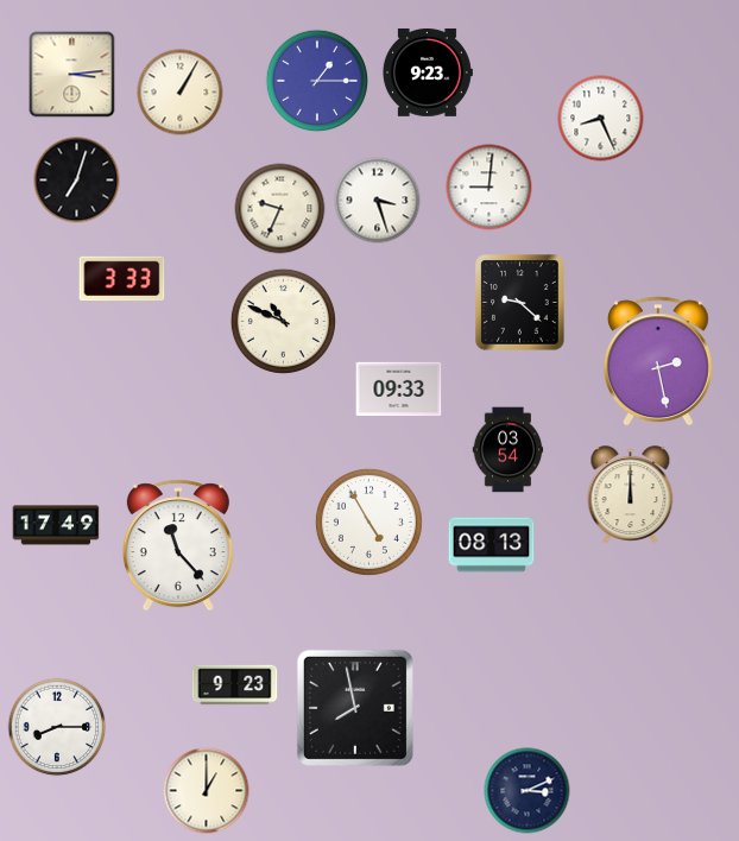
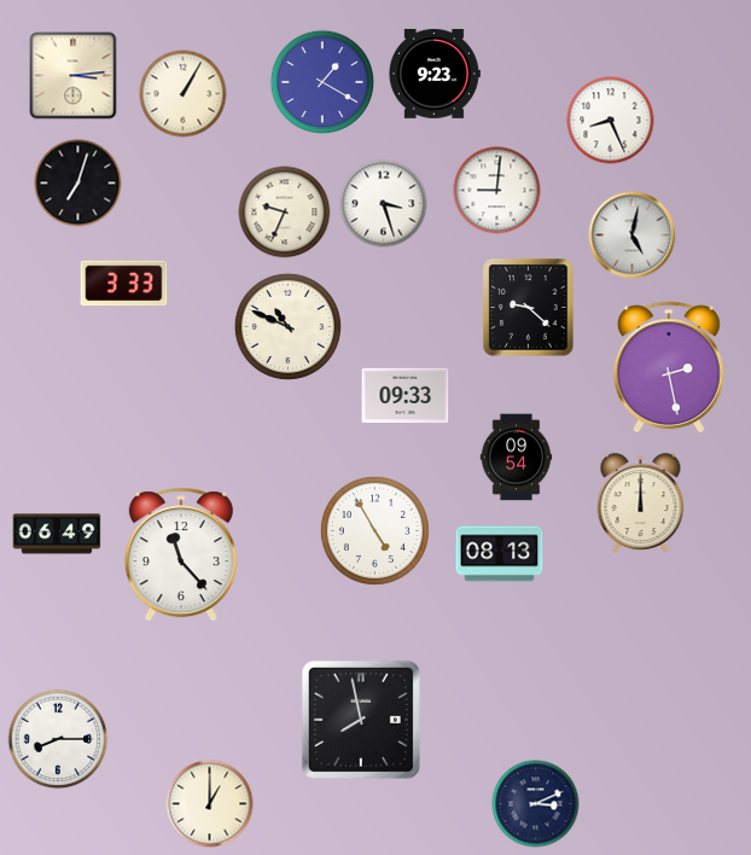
clock at (316, 80): 1:15 -> 1:20
clock at (633, 235): none -> 5:02
clock at (509, 450): 03:54 -> 09:54
clock at (56, 525): 17:49 -> 06:49
clock at (235, 685): 9:23 -> none
